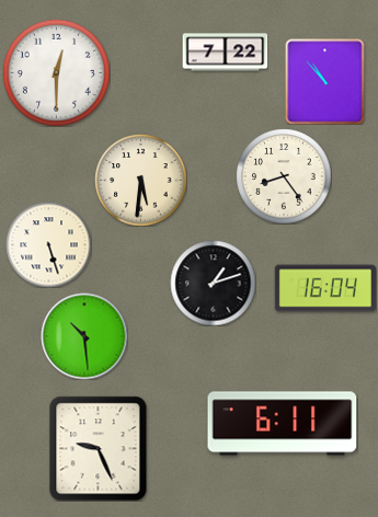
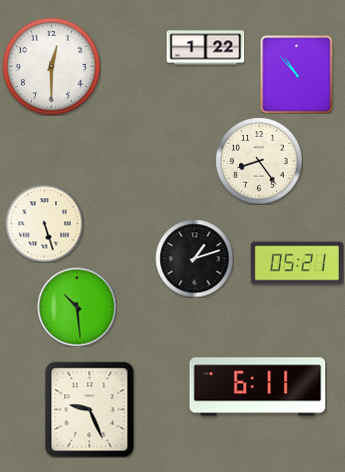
clock at (225, 53): 7:22 -> 1:22
clock at (140, 180): 5:31 -> none
clock at (325, 288): 16:04 -> 05:21
